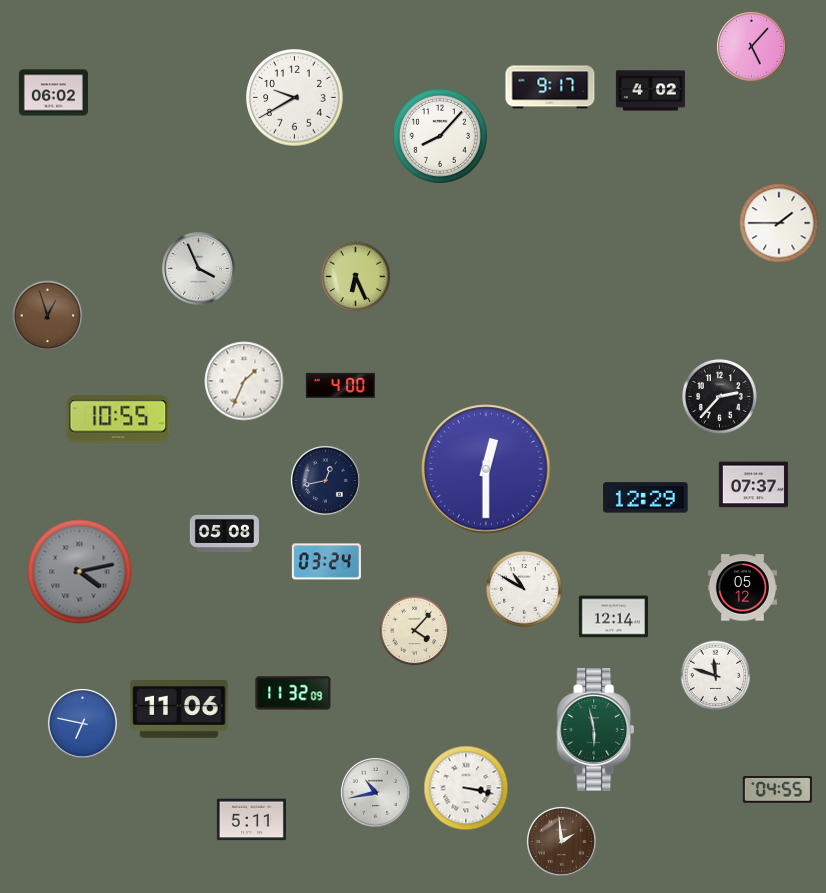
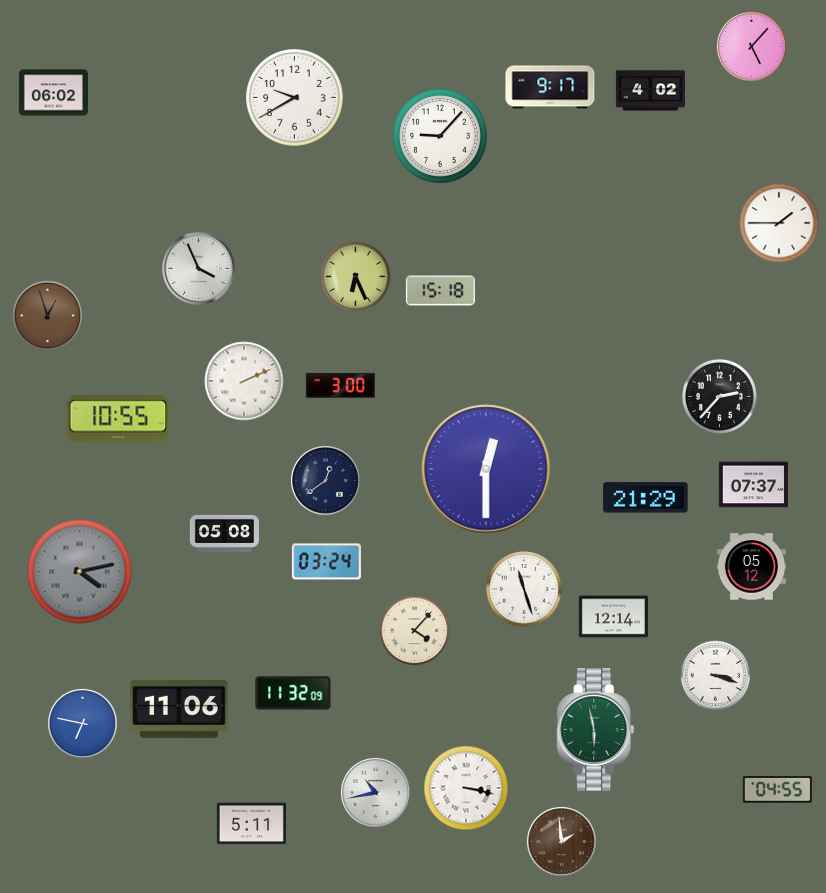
clock at (440, 136): 8:07 -> 9:07
clock at (440, 291): none -> 15:18
clock at (244, 381): 1:34 -> 2:11
clock at (340, 385): 4:00 -> 3:00
clock at (325, 480): 12:43 -> 12:39
clock at (646, 498): 12:29 -> 21:29
clock at (742, 588) position: (742, 588) -> (751, 567)
clock at (524, 589): 10:50 -> 11:27
clock at (716, 676): 11:48 -> 3:18
clock at (251, 820) position: (251, 820) -> (251, 824)
